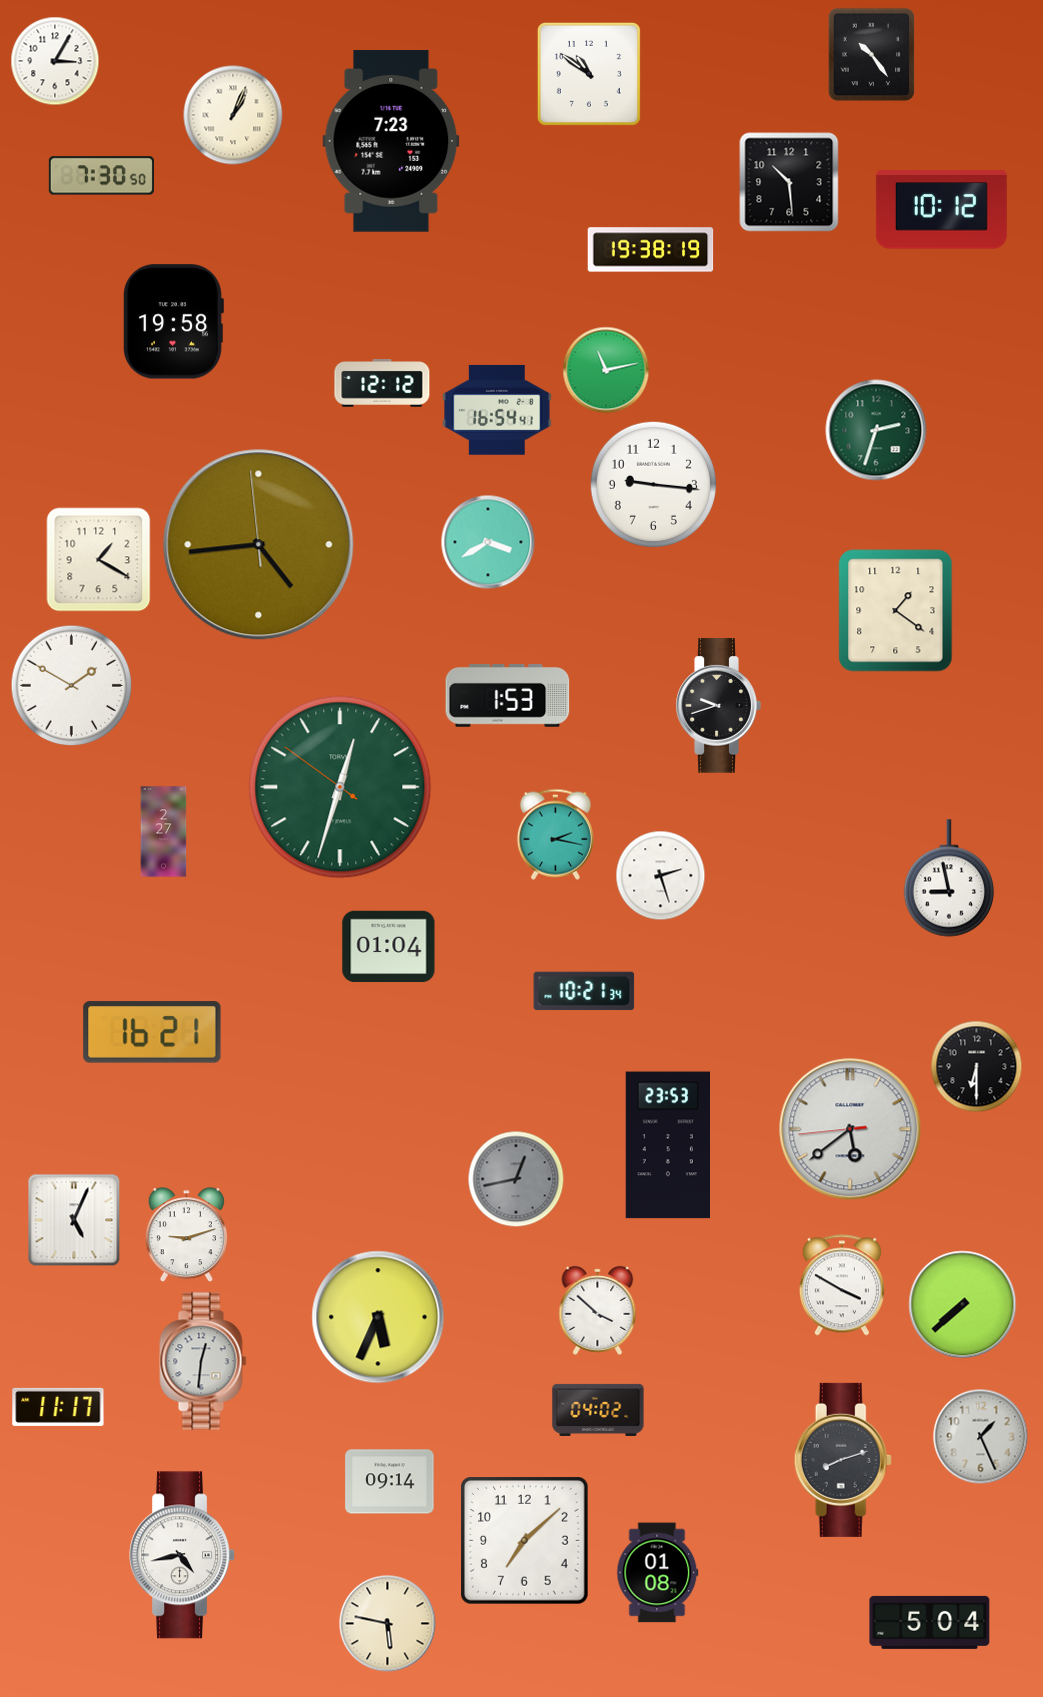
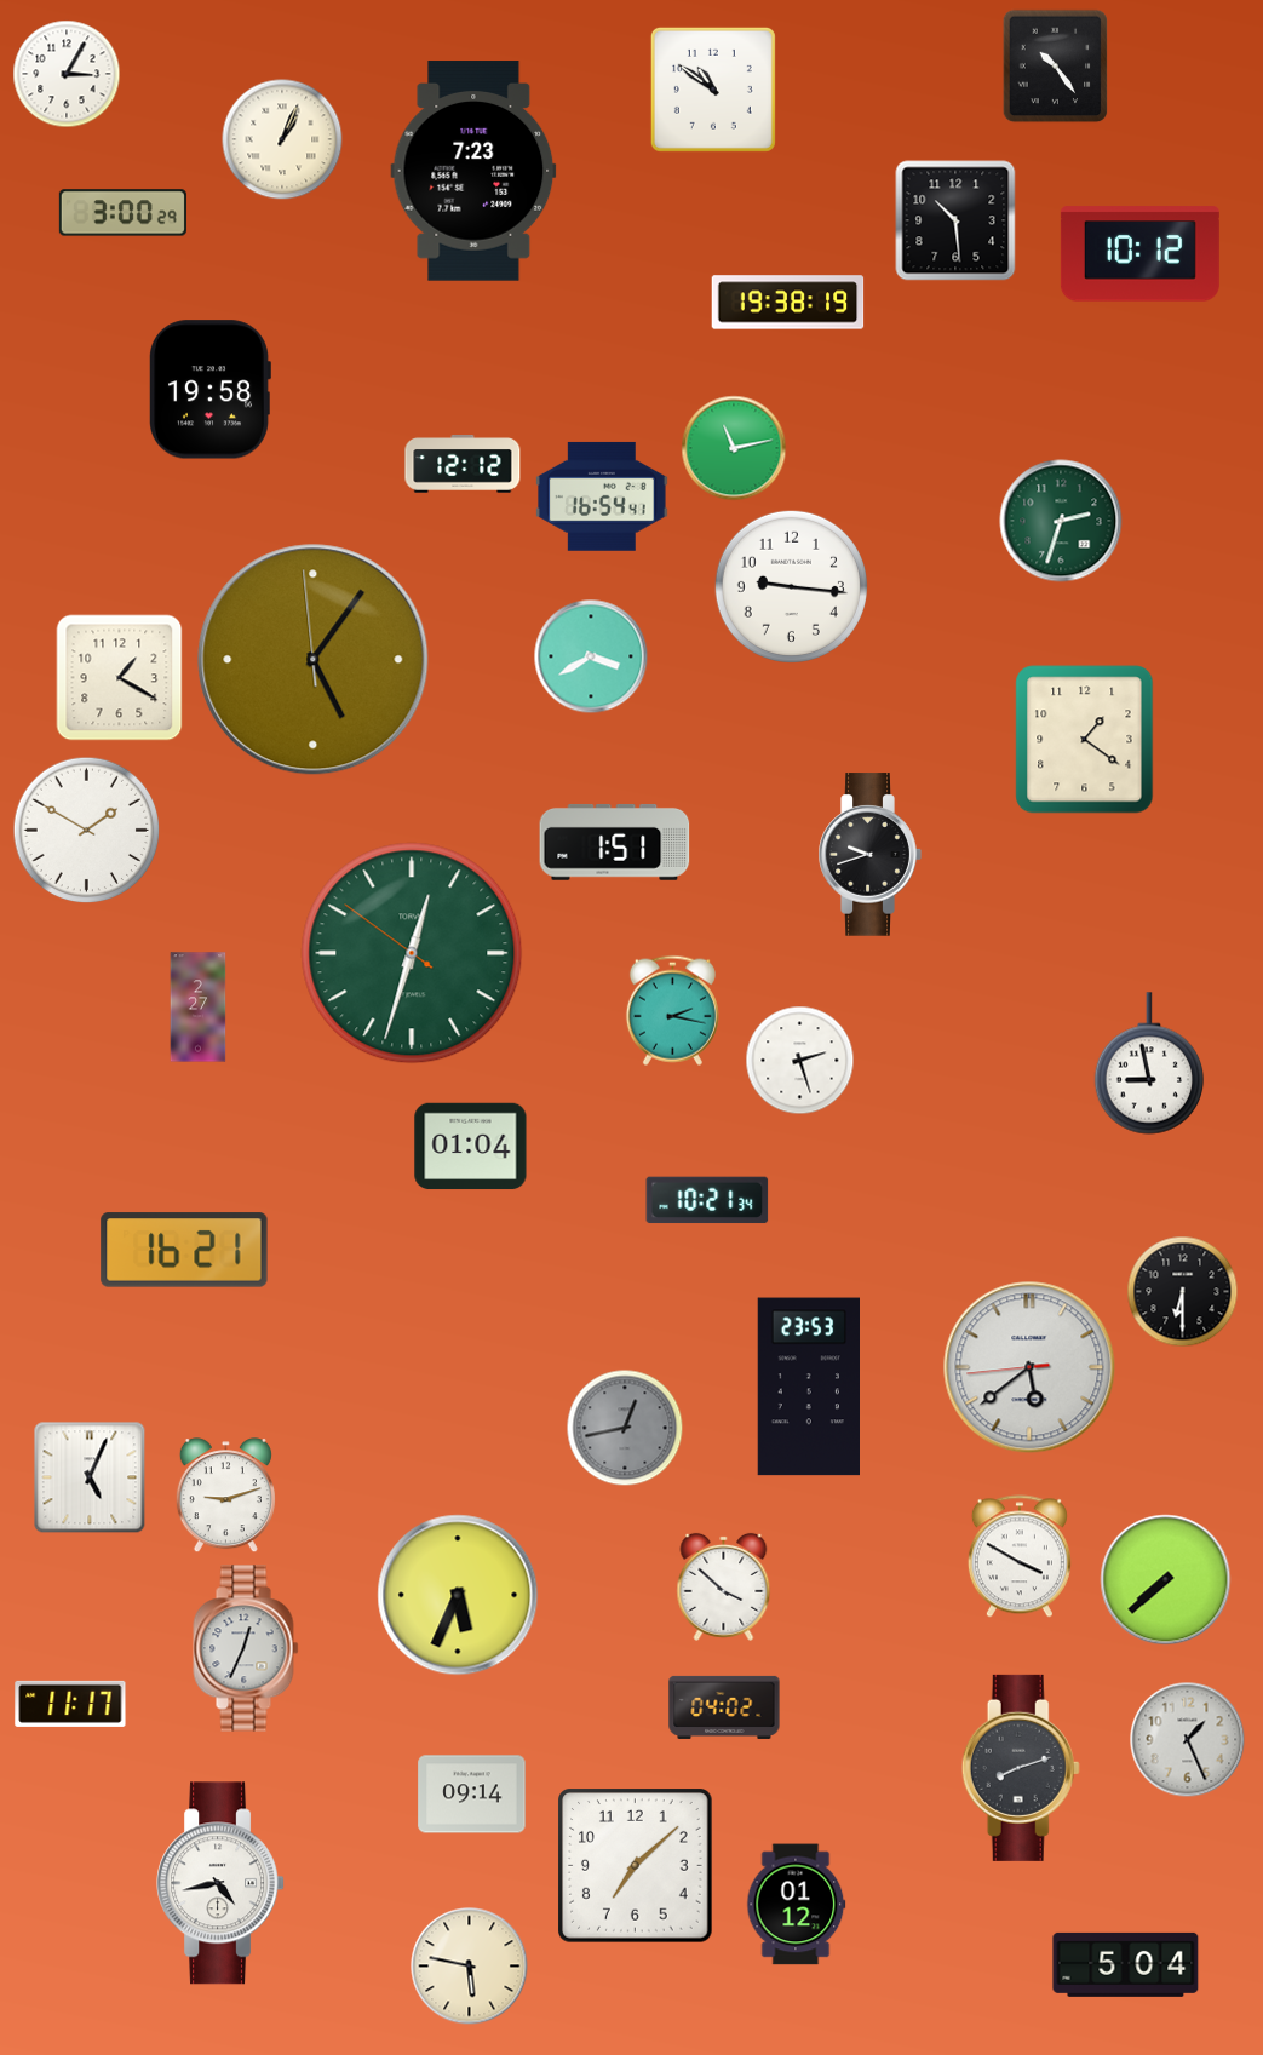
clock at (101, 176): 7:30 -> 3:00
clock at (259, 545): 4:43 -> 5:05
clock at (508, 695): 1:53 -> 1:51
clock at (203, 1361): 12:31 -> 12:34
clock at (658, 1573): 01:08 -> 01:12
